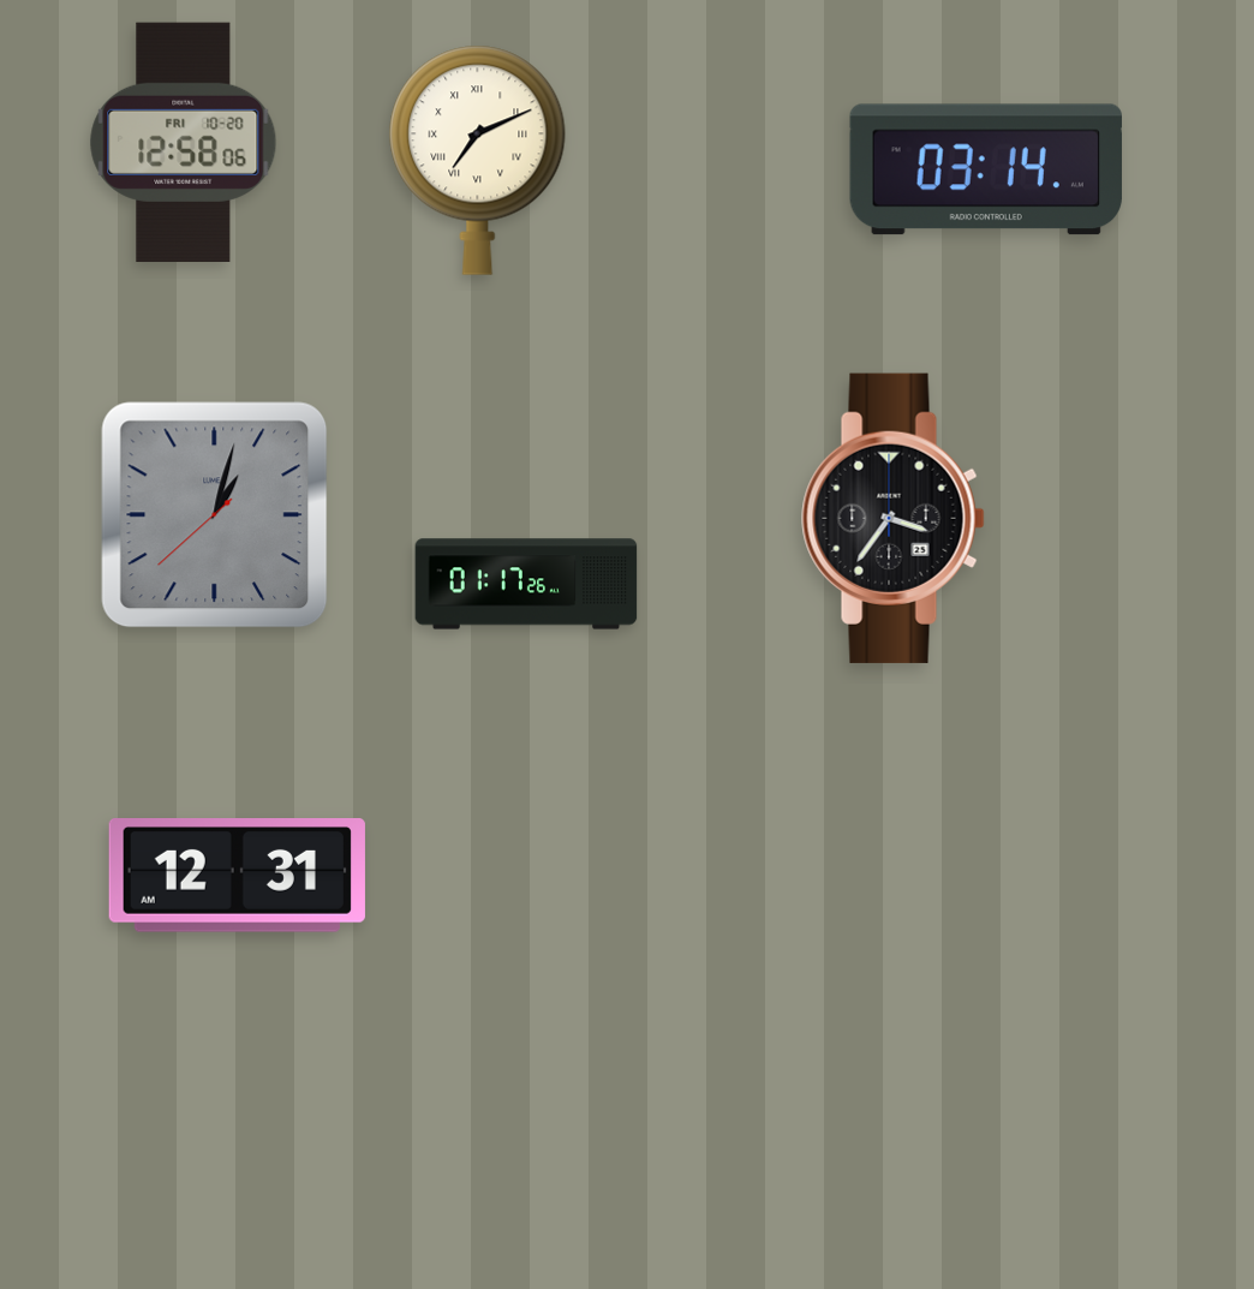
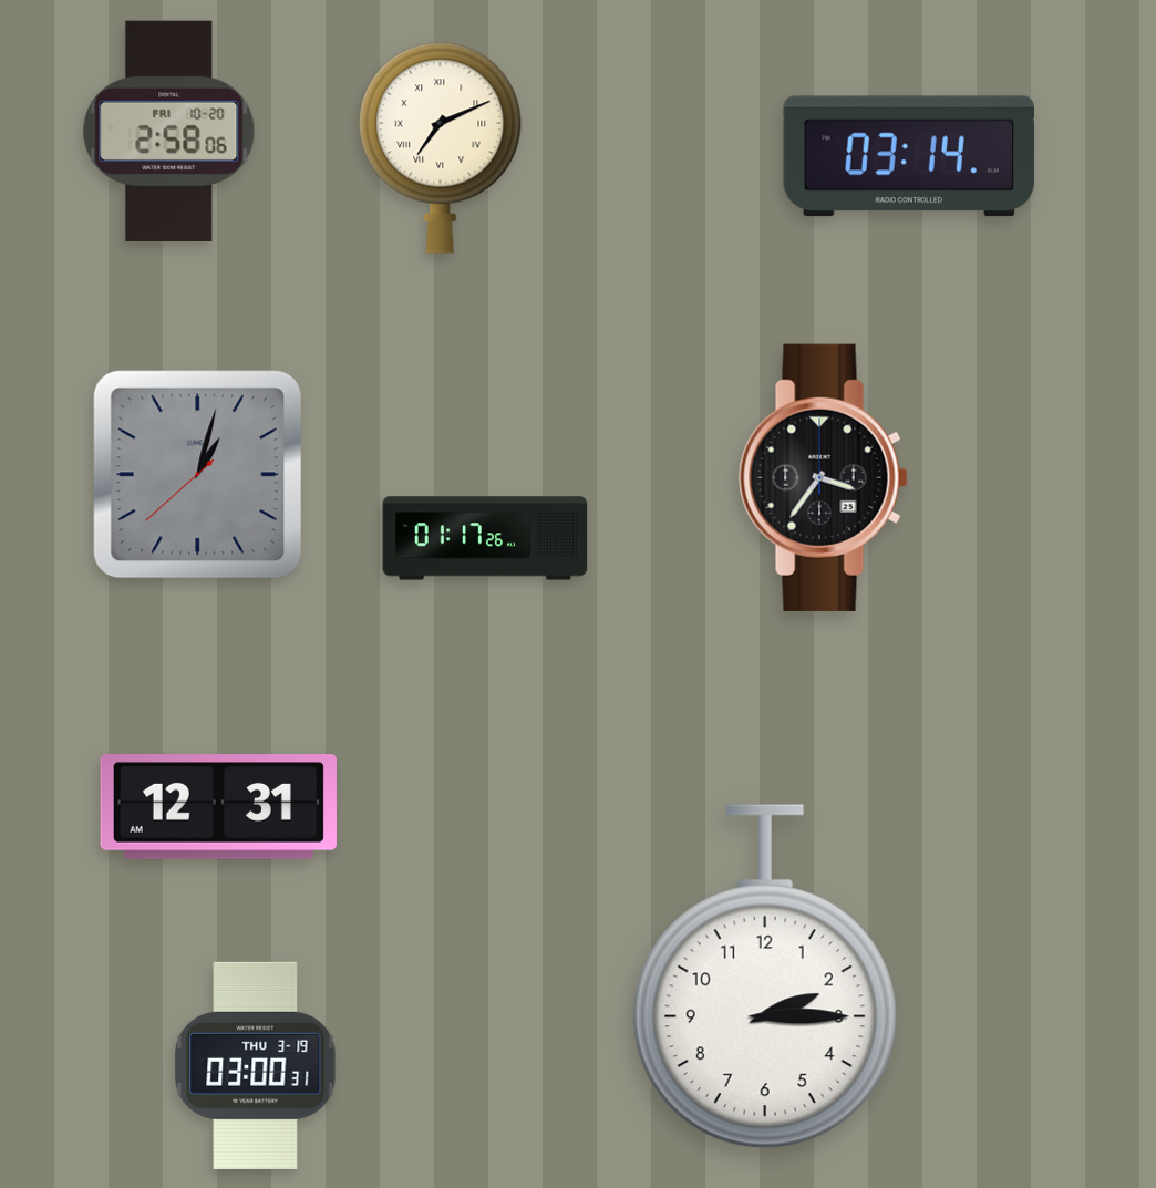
clock at (184, 142): 12:58 -> 2:58
clock at (765, 977): none -> 2:15
clock at (256, 1065): none -> 03:00
